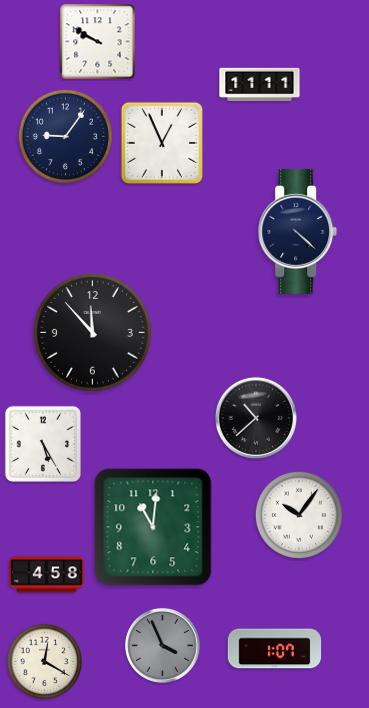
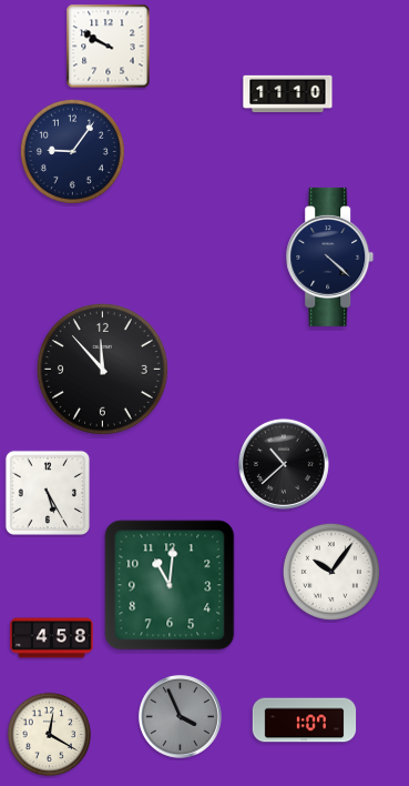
clock at (260, 85): 11:11 -> 11:10
clock at (162, 143): 12:56 -> none
